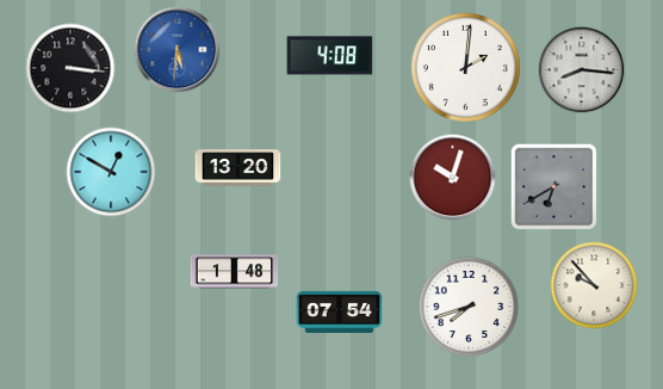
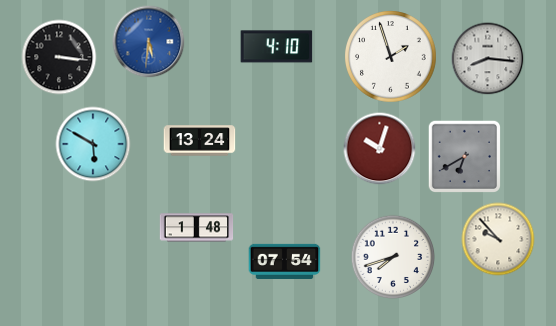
clock at (330, 56): 4:08 -> 4:10
clock at (466, 68): 2:01 -> 1:57
clock at (238, 168): 13:20 -> 13:24
clock at (111, 172): 12:50 -> 5:50
